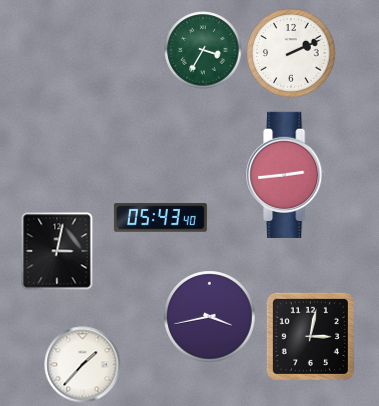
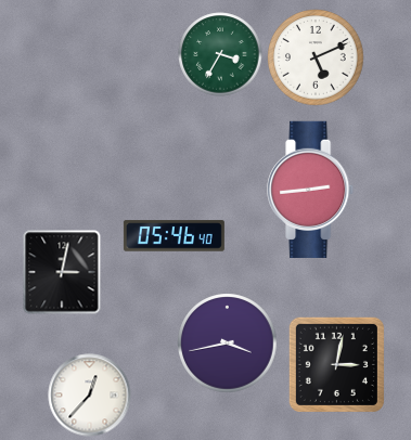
clock at (291, 53): 2:11 -> 5:11
clock at (160, 218): 05:43 -> 05:46
clock at (83, 365): 1:37 -> 12:37
